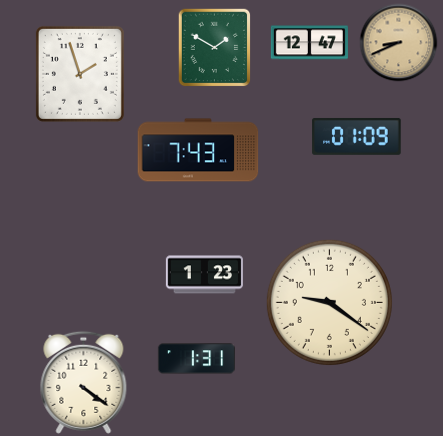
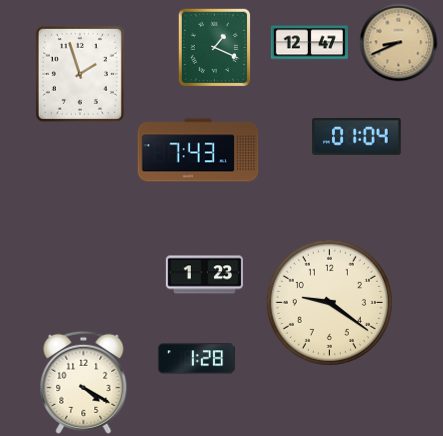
clock at (215, 47): 1:50 -> 1:19
clock at (357, 136): 01:09 -> 01:04
clock at (196, 359): 1:31 -> 1:28
clock at (84, 382): 4:21 -> 4:20
